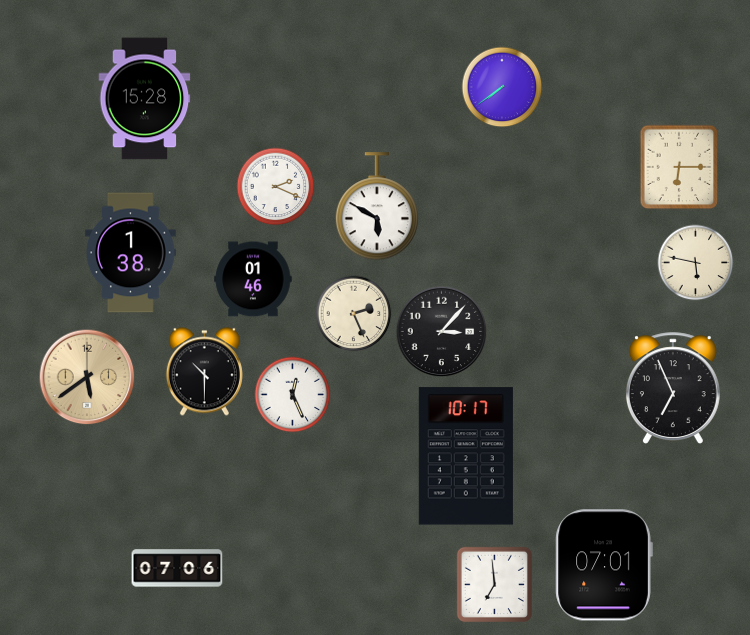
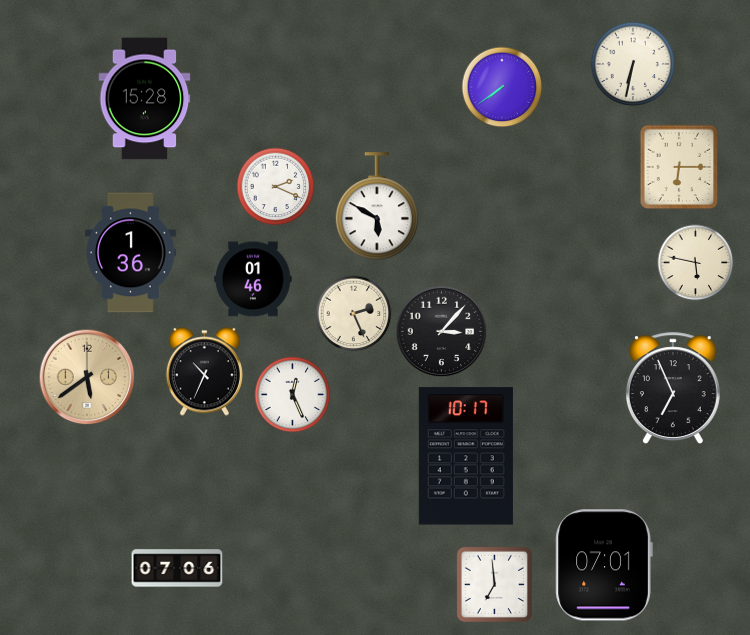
clock at (633, 64): none -> 6:32
clock at (131, 253): 1:38 -> 1:36
clock at (204, 372): 10:30 -> 10:34
